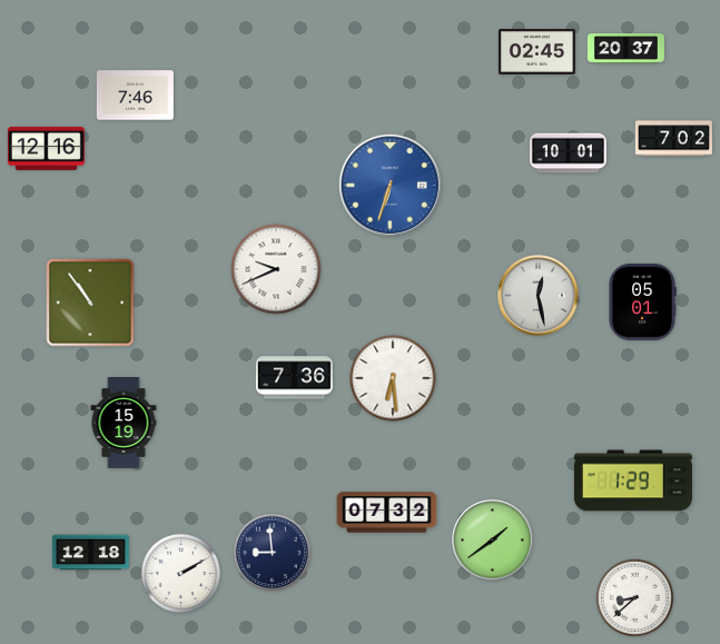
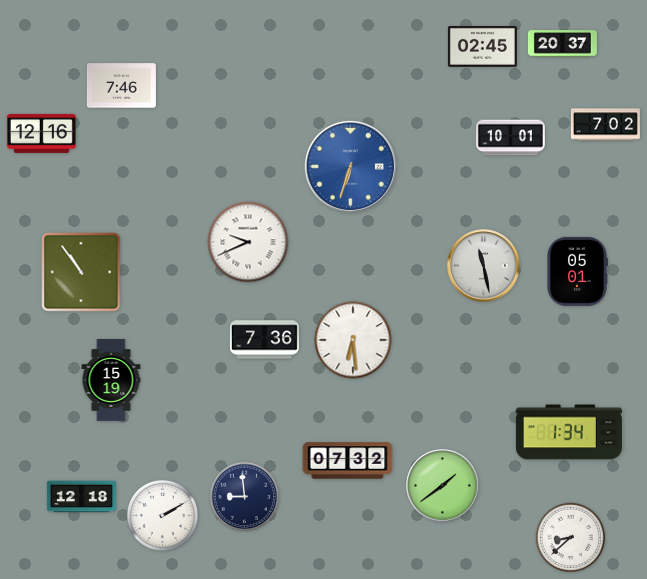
clock at (539, 296): 12:28 -> 11:28
clock at (633, 480): 1:29 -> 1:34
